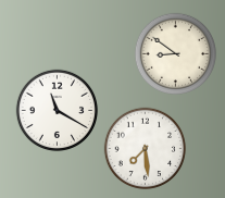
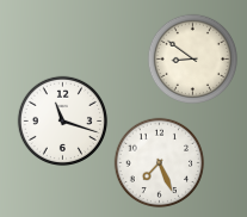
clock at (58, 111): 11:20 -> 11:18
clock at (146, 149): 7:29 -> 7:26
